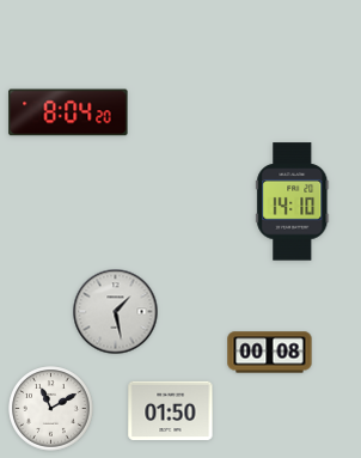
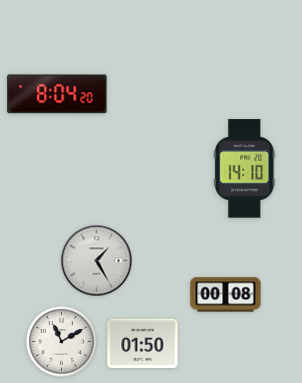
clock at (116, 312): 1:28 -> 1:25
clock at (51, 409) position: (51, 409) -> (62, 342)
